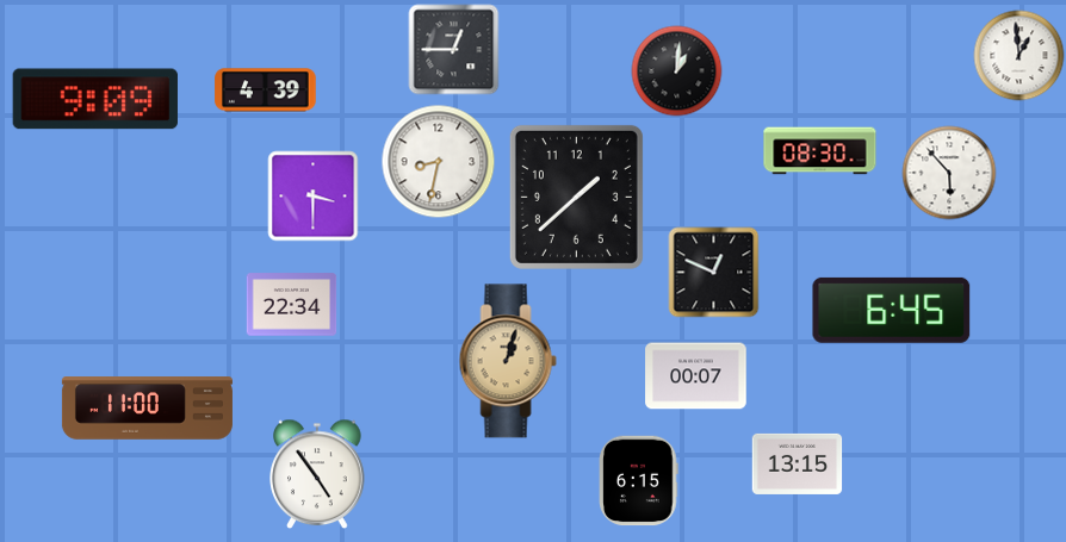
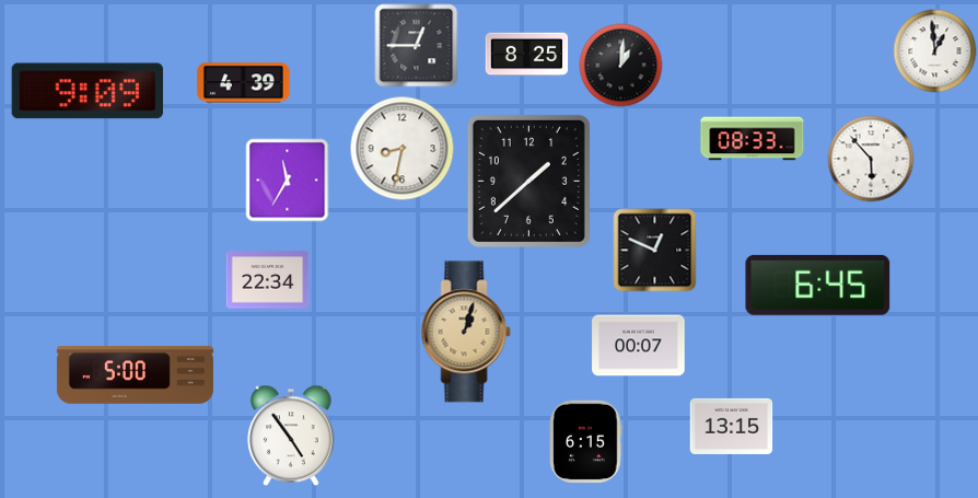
clock at (527, 55): none -> 8:25
clock at (820, 151): 08:30 -> 08:33
clock at (314, 197): 3:30 -> 11:35
clock at (147, 409): 11:00 -> 5:00
